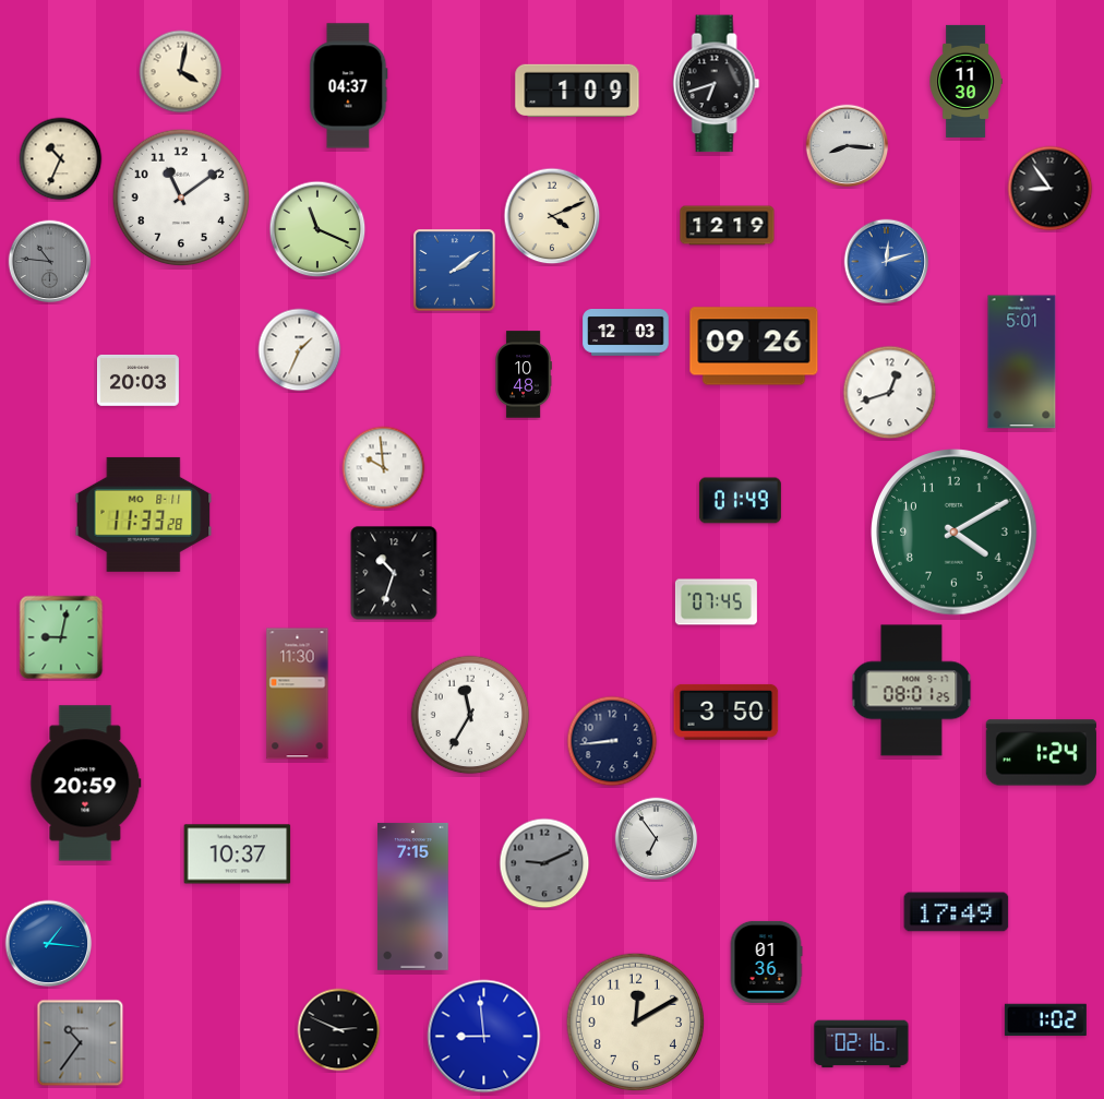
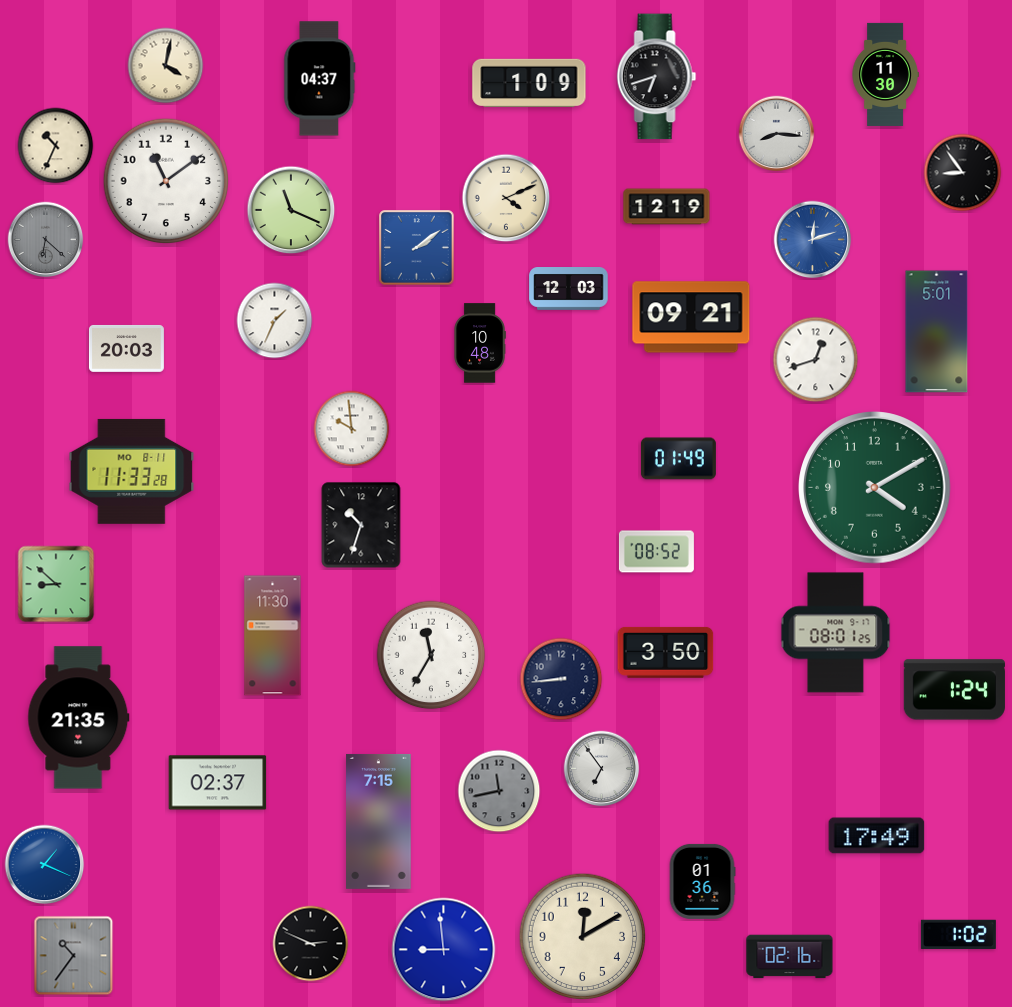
clock at (50, 262): 10:46 -> 6:22
clock at (626, 333) position: (626, 333) -> (569, 289)
clock at (754, 346): 09:26 -> 09:21
clock at (716, 602): 07:45 -> 08:52
clock at (61, 637): 9:02 -> 8:52
clock at (86, 784): 20:59 -> 21:35
clock at (238, 855): 10:37 -> 02:37
clock at (544, 863): 9:11 -> 11:43
clock at (49, 944): 1:16 -> 1:19
